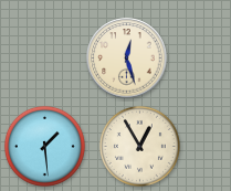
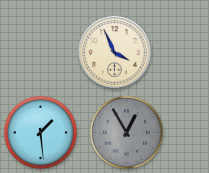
clock at (127, 59): 12:27 -> 3:56
clock at (139, 146) dial: cream -> grey
